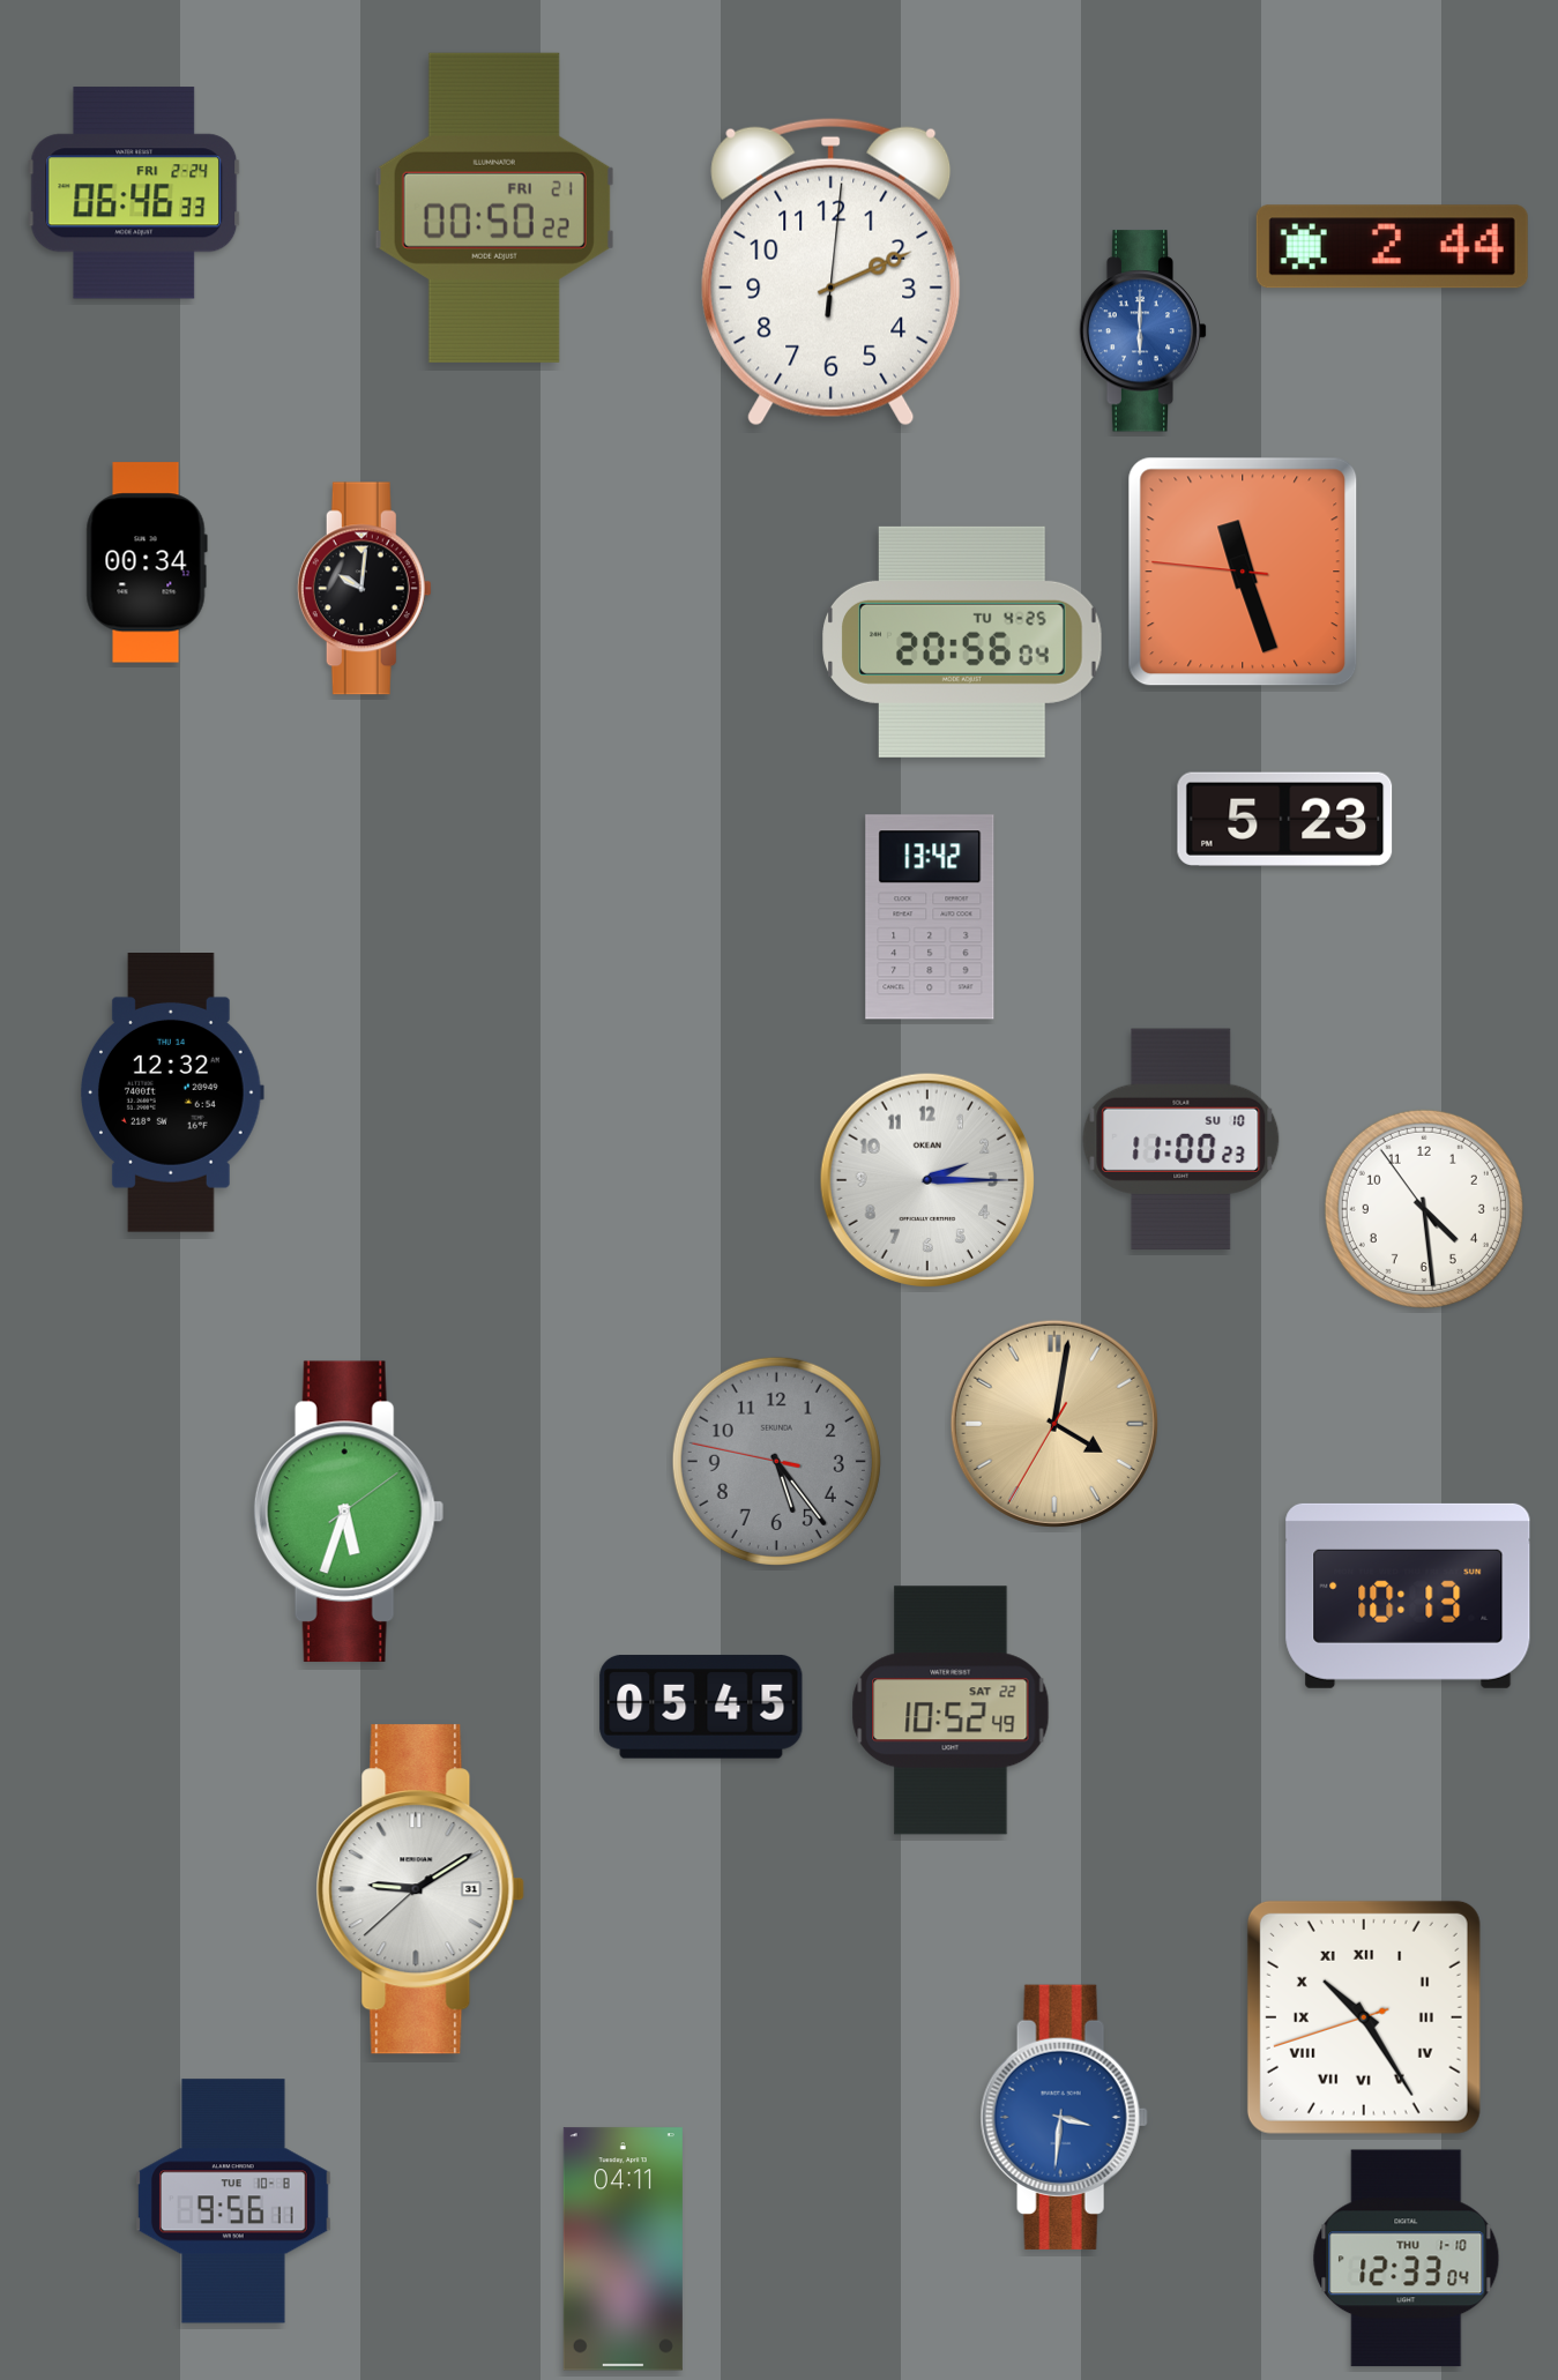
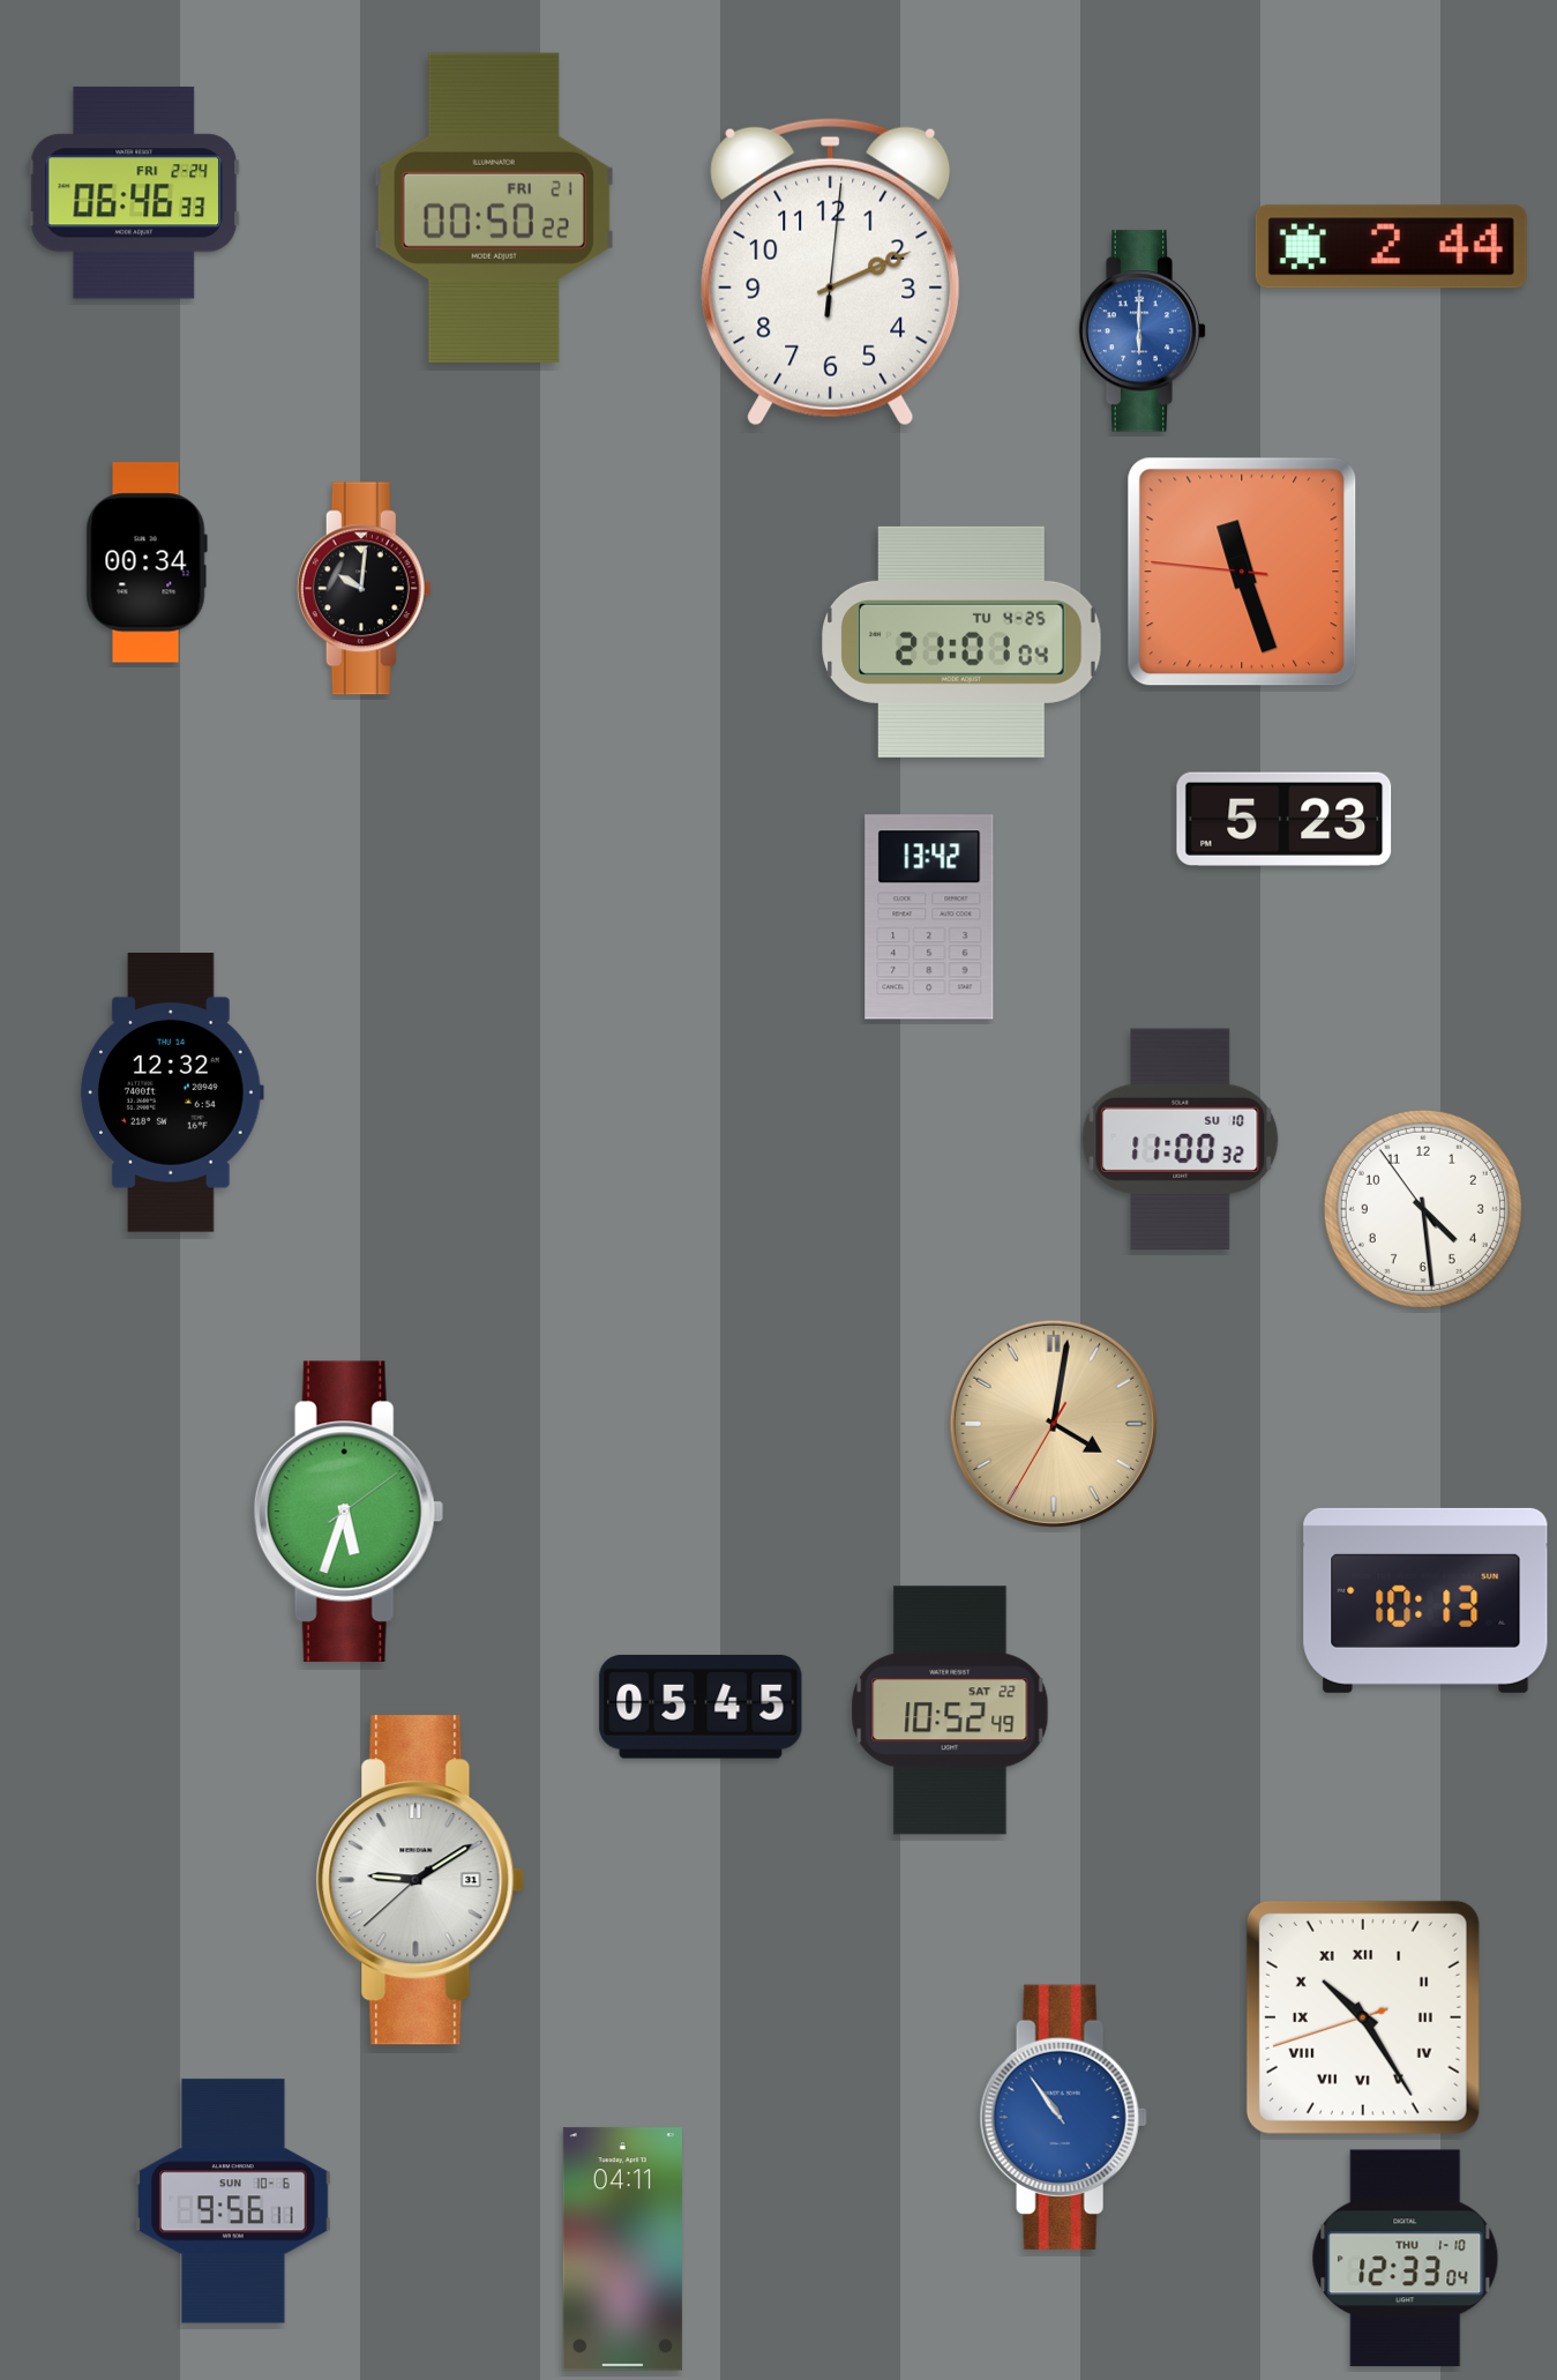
clock at (962, 642): 20:56 -> 21:01
clock at (1181, 1139): 11:00:23 -> 11:00:32
clock at (926, 1179): 2:15 -> none
clock at (776, 1461): 5:23 -> none
clock at (1408, 1596) position: (1408, 1596) -> (1425, 1601)
clock at (420, 1889) position: (420, 1889) -> (420, 1880)
clock at (1064, 2117): 3:31 -> 10:54
clock at (234, 2201) date: TUE 10-8 -> SUN 10-6
